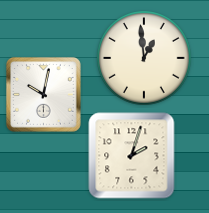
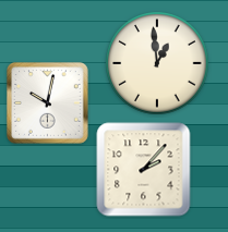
clock at (132, 156): 2:03 -> 2:07
